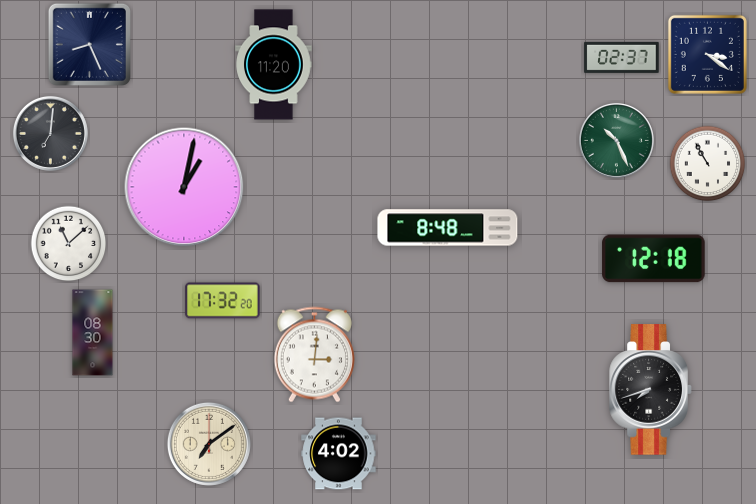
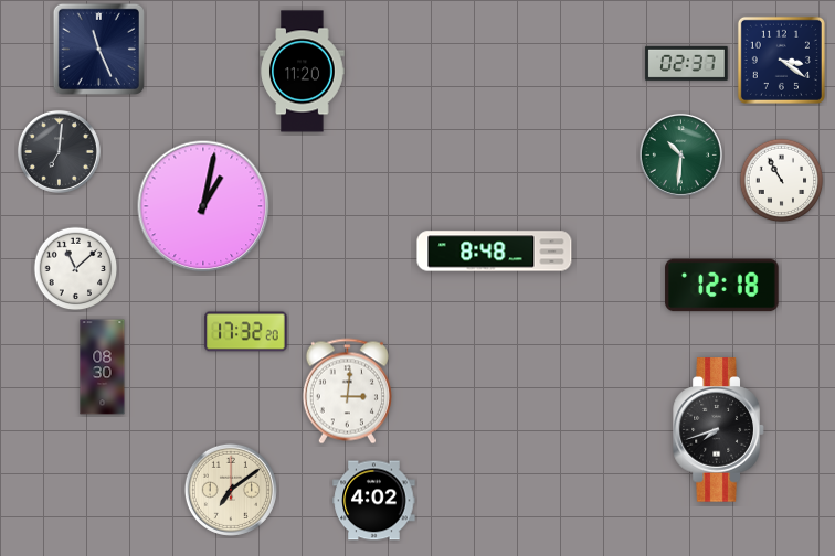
clock at (89, 44): 8:26 -> 11:26
clock at (50, 133) position: (50, 133) -> (59, 151)
clock at (616, 140): 10:26 -> 10:31
